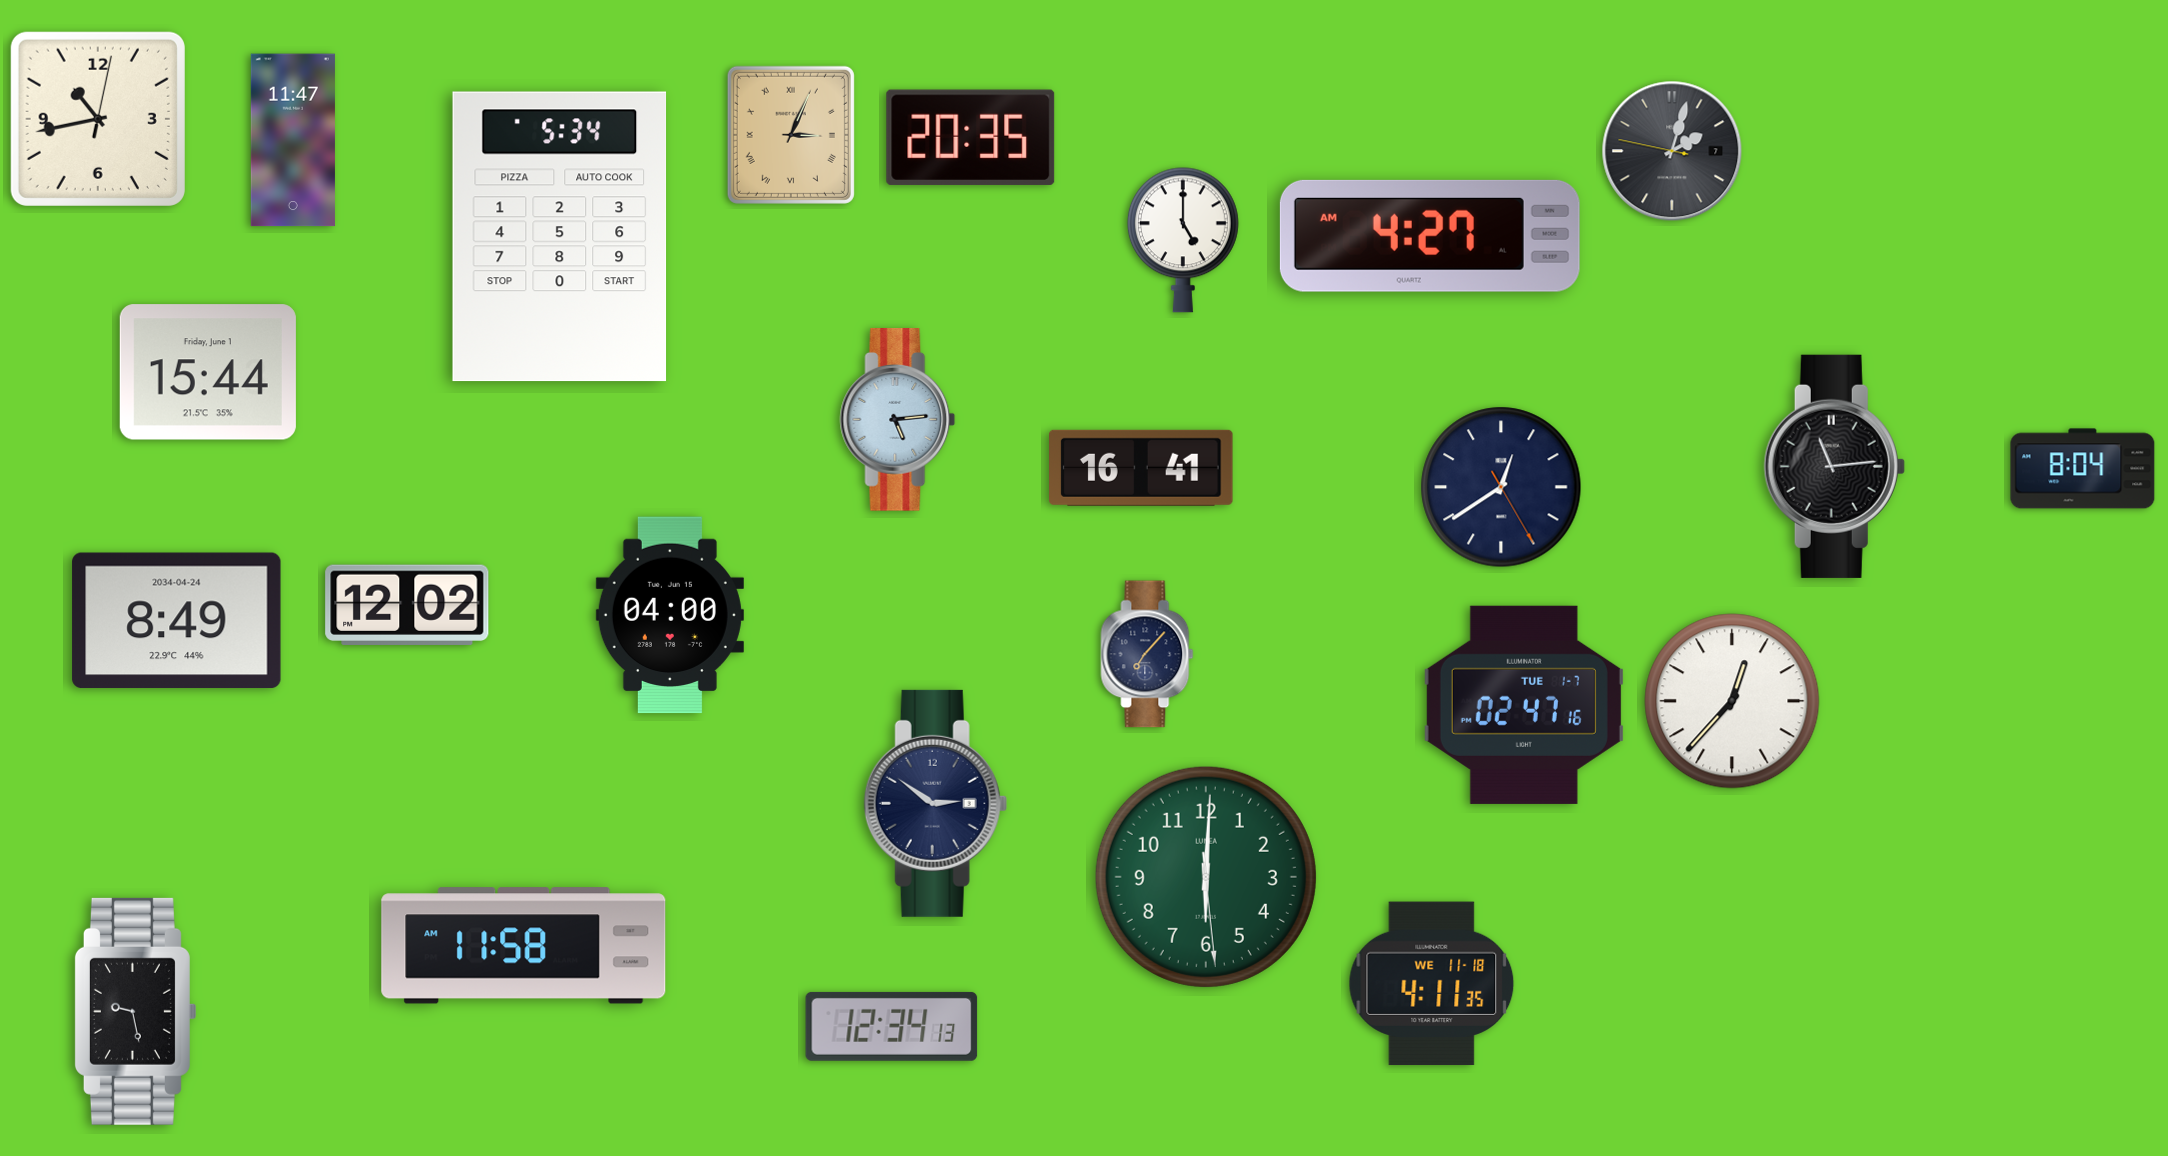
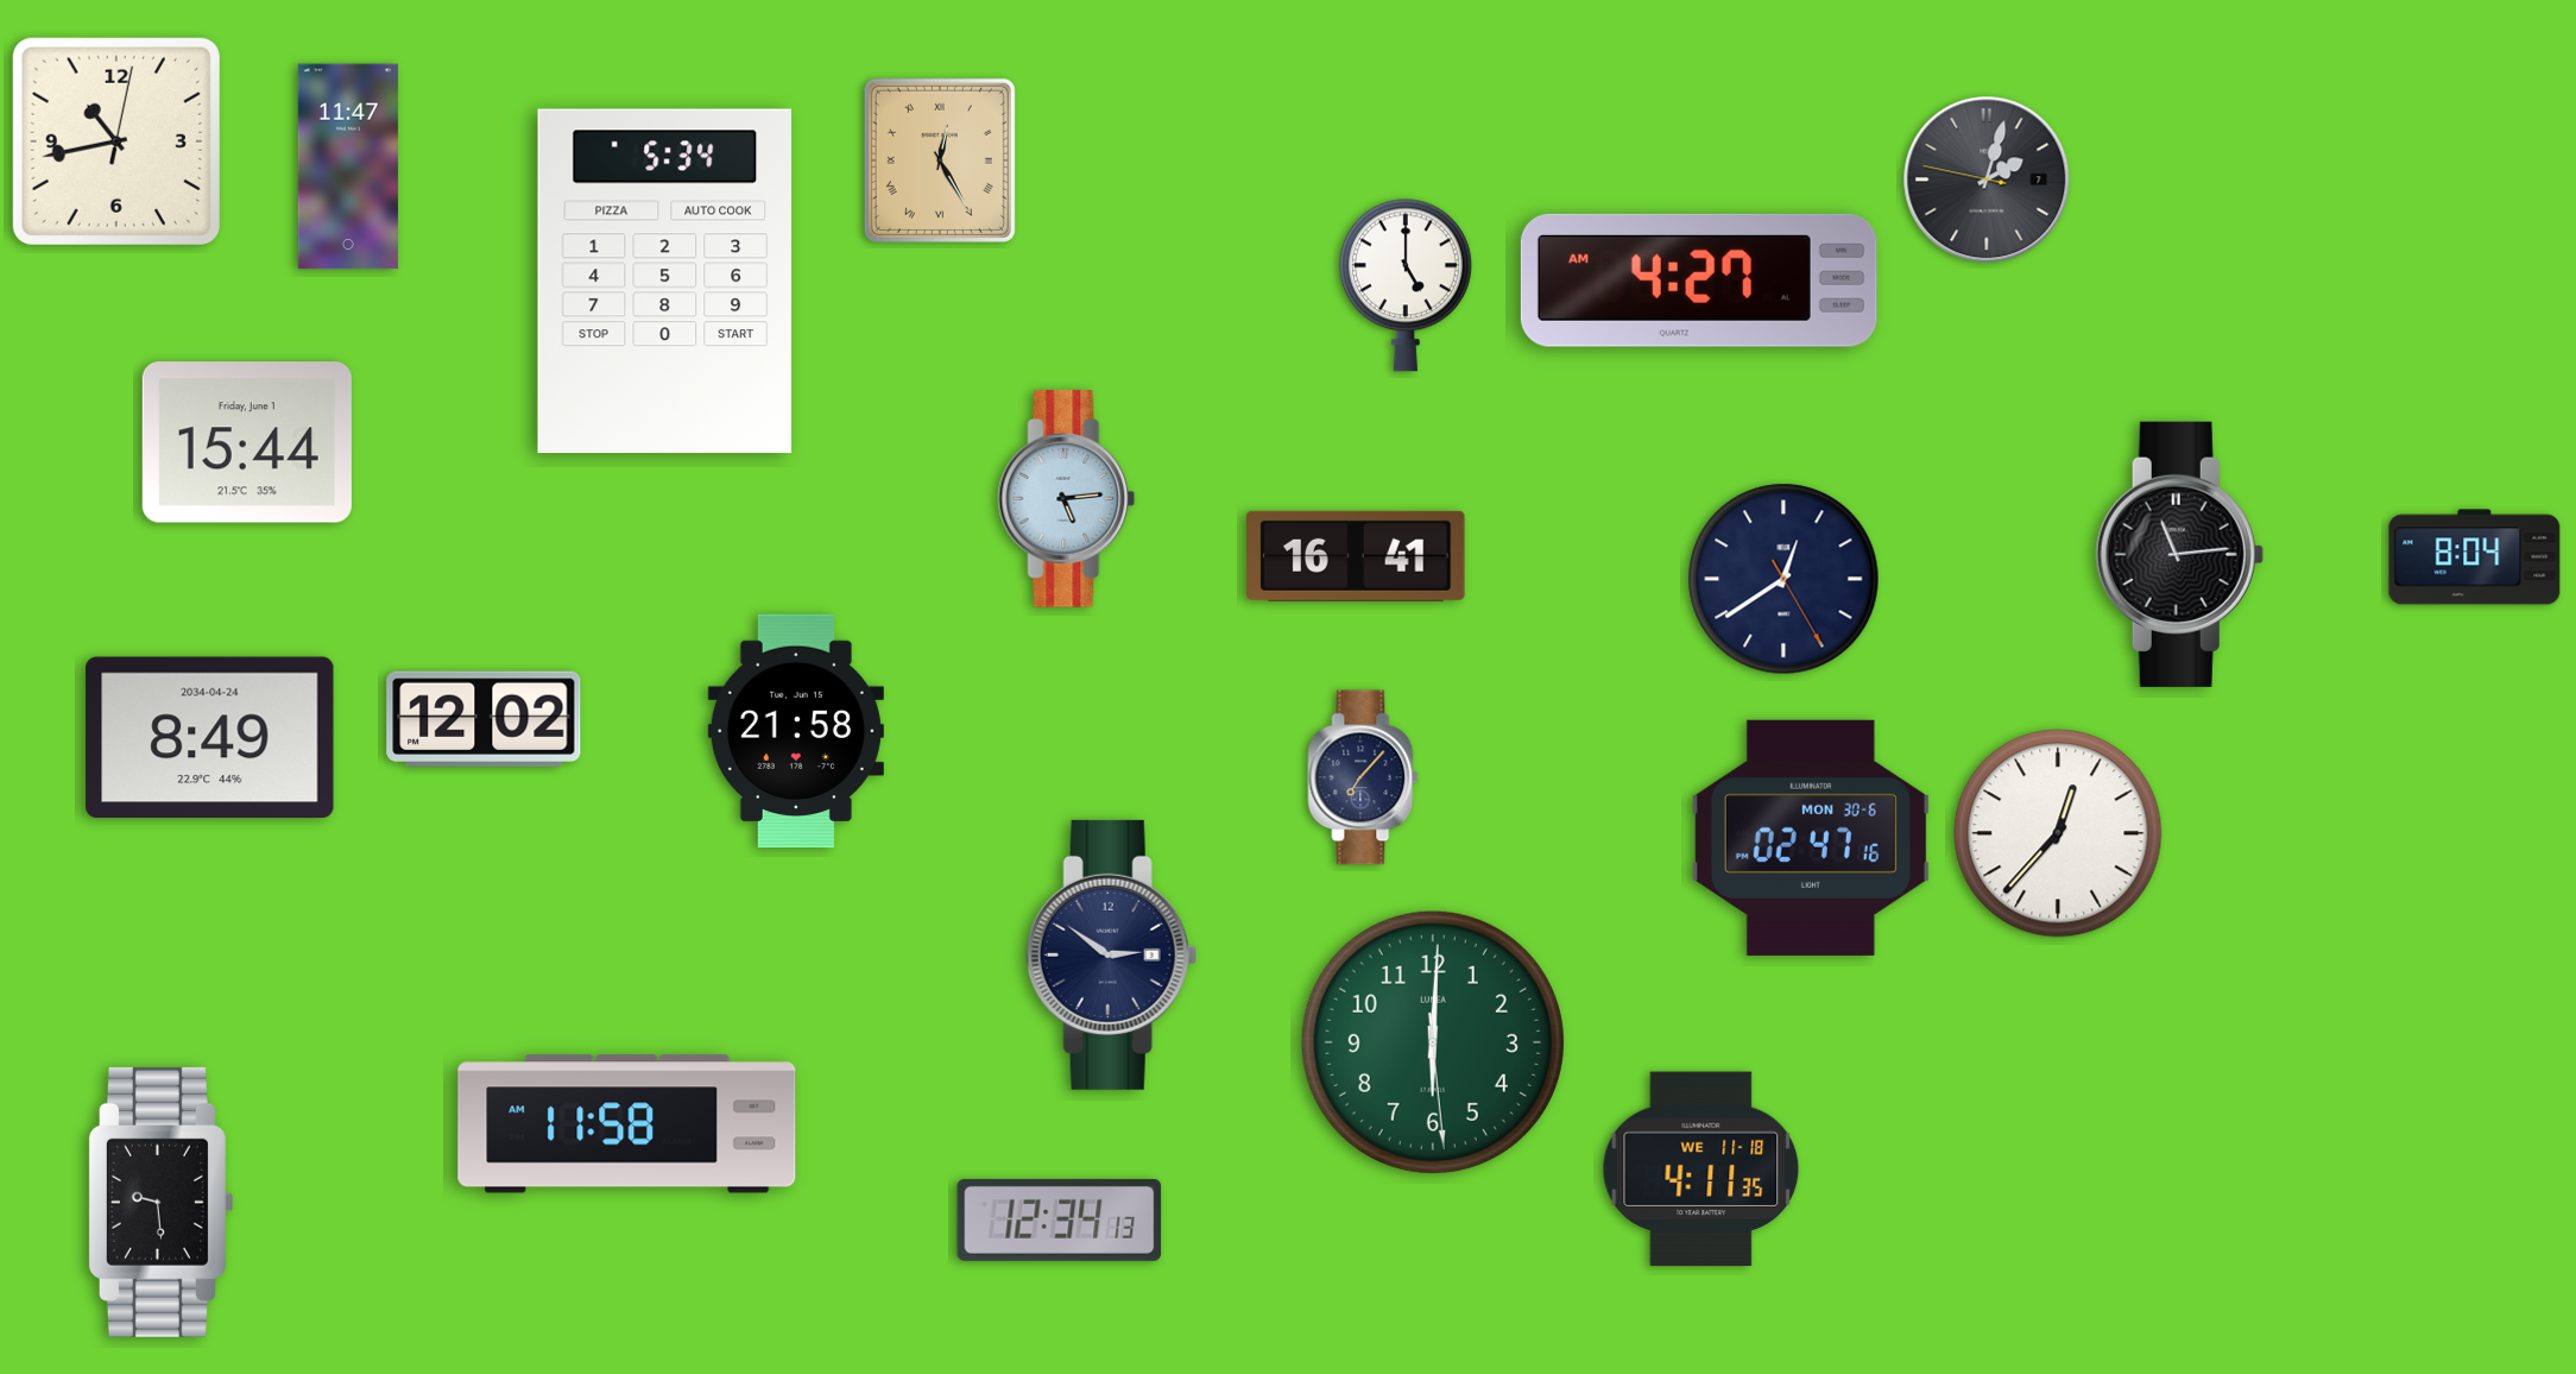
clock at (791, 135): 3:04 -> 12:25
clock at (971, 137): 20:35 -> none
clock at (670, 615): 04:00 -> 21:58
clock at (1524, 705) date: TUE 1-7 -> MON 30-6
clock at (524, 946) position: (524, 946) -> (627, 1124)
clock at (135, 1011): 9:28 -> 9:29
